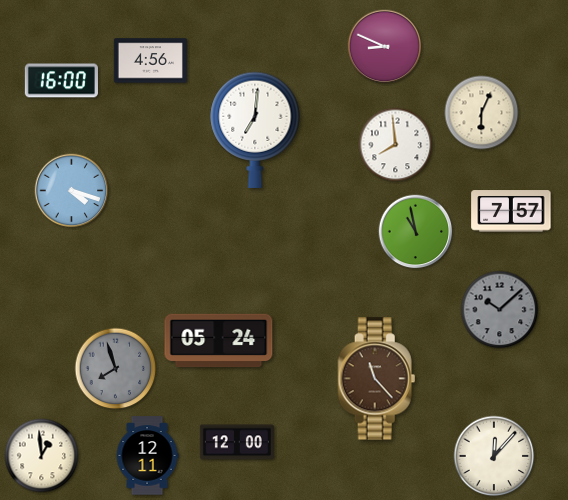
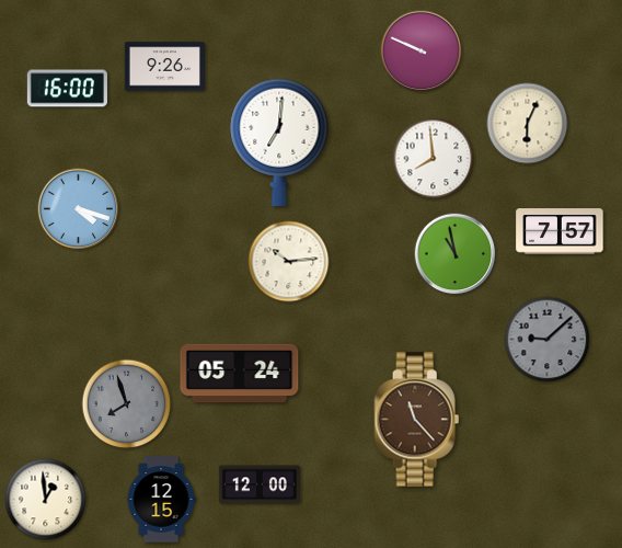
clock at (385, 47): 8:49 -> 9:49
clock at (150, 61): 4:56 -> 9:26
clock at (289, 262): none -> 10:14
clock at (500, 310): 10:08 -> 9:08
clock at (377, 379) position: (377, 379) -> (417, 420)
clock at (147, 456): 12:11 -> 12:15
clock at (494, 456): 12:07 -> none
